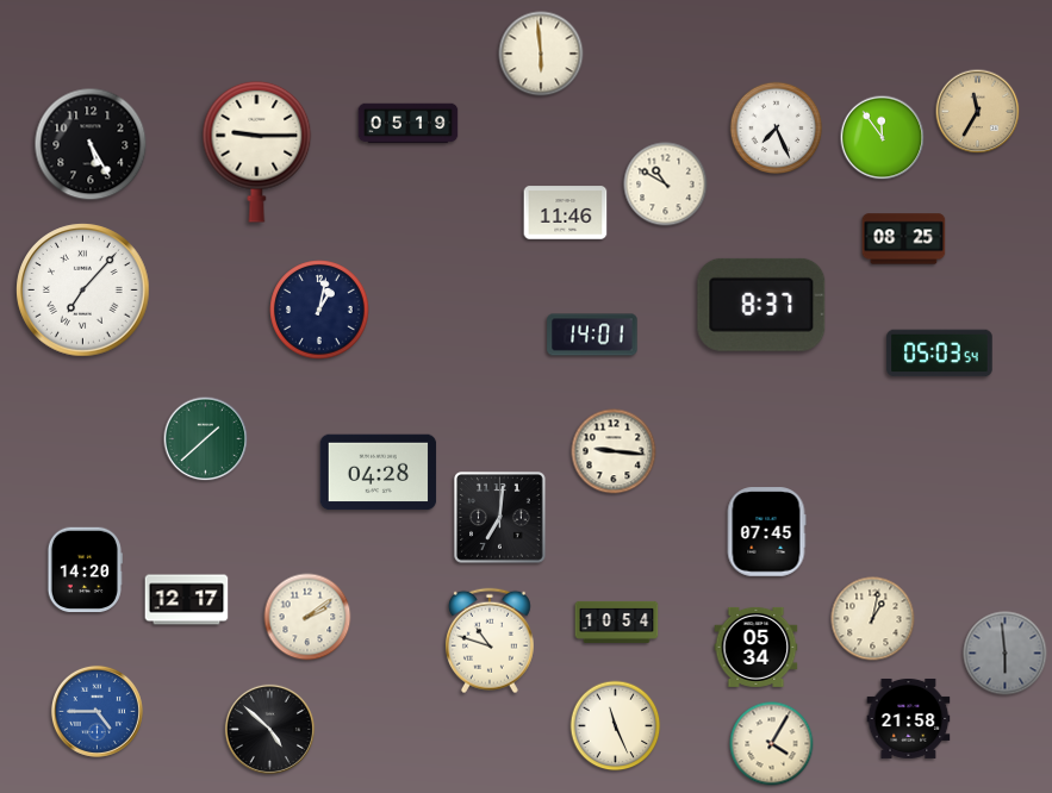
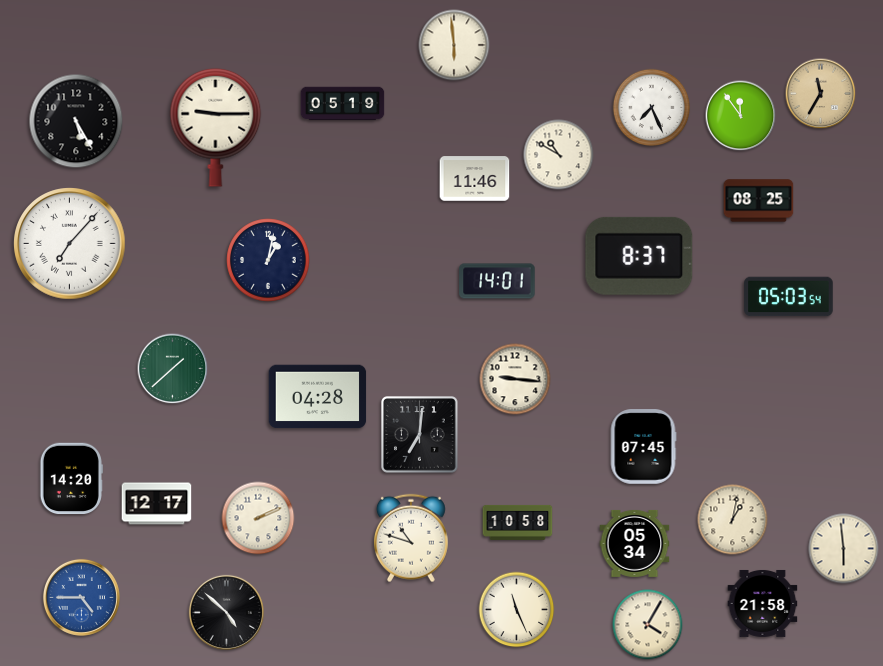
clock at (307, 617): 2:09 -> 2:11
clock at (617, 622): 10:54 -> 10:58
clock at (1006, 654) dial: grey -> cream
